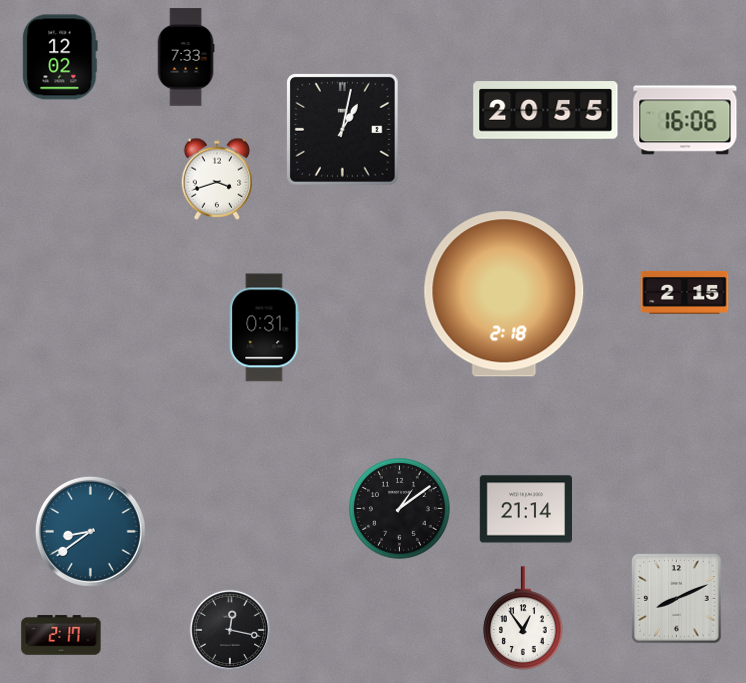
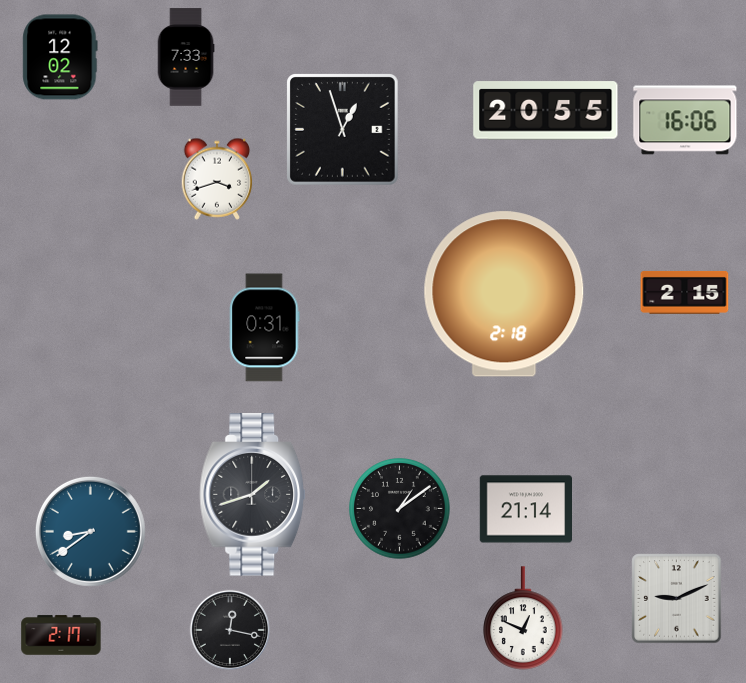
clock at (343, 130): 1:02 -> 12:57
clock at (253, 495): none -> 1:42
clock at (677, 599): 8:11 -> 9:11
clock at (523, 618): 12:54 -> 12:49
